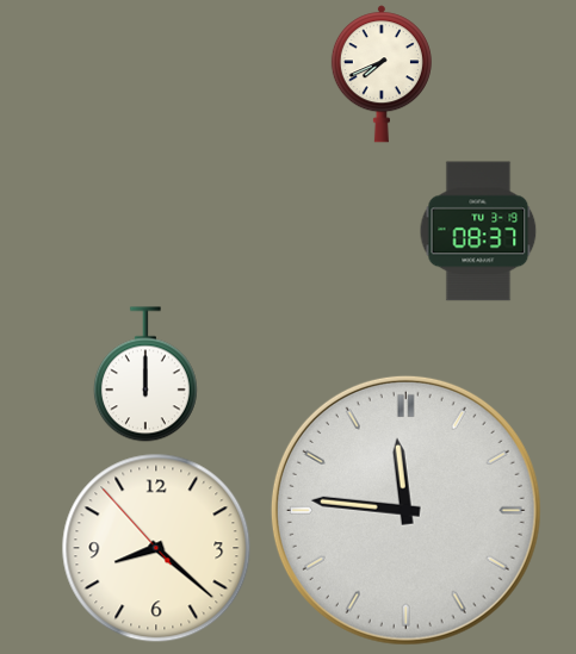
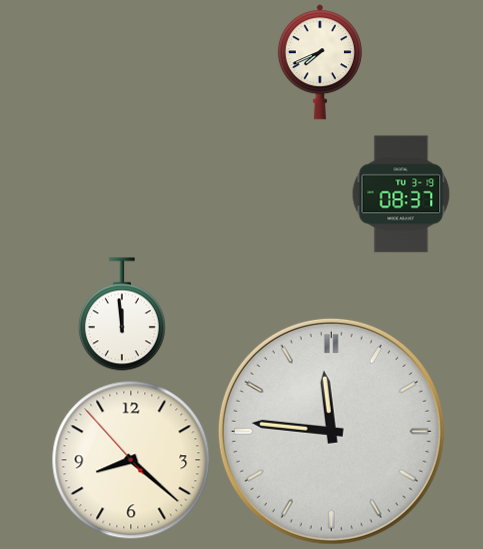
clock at (145, 374): 12:00 -> 11:59
clock at (405, 510) position: (405, 510) -> (331, 431)
